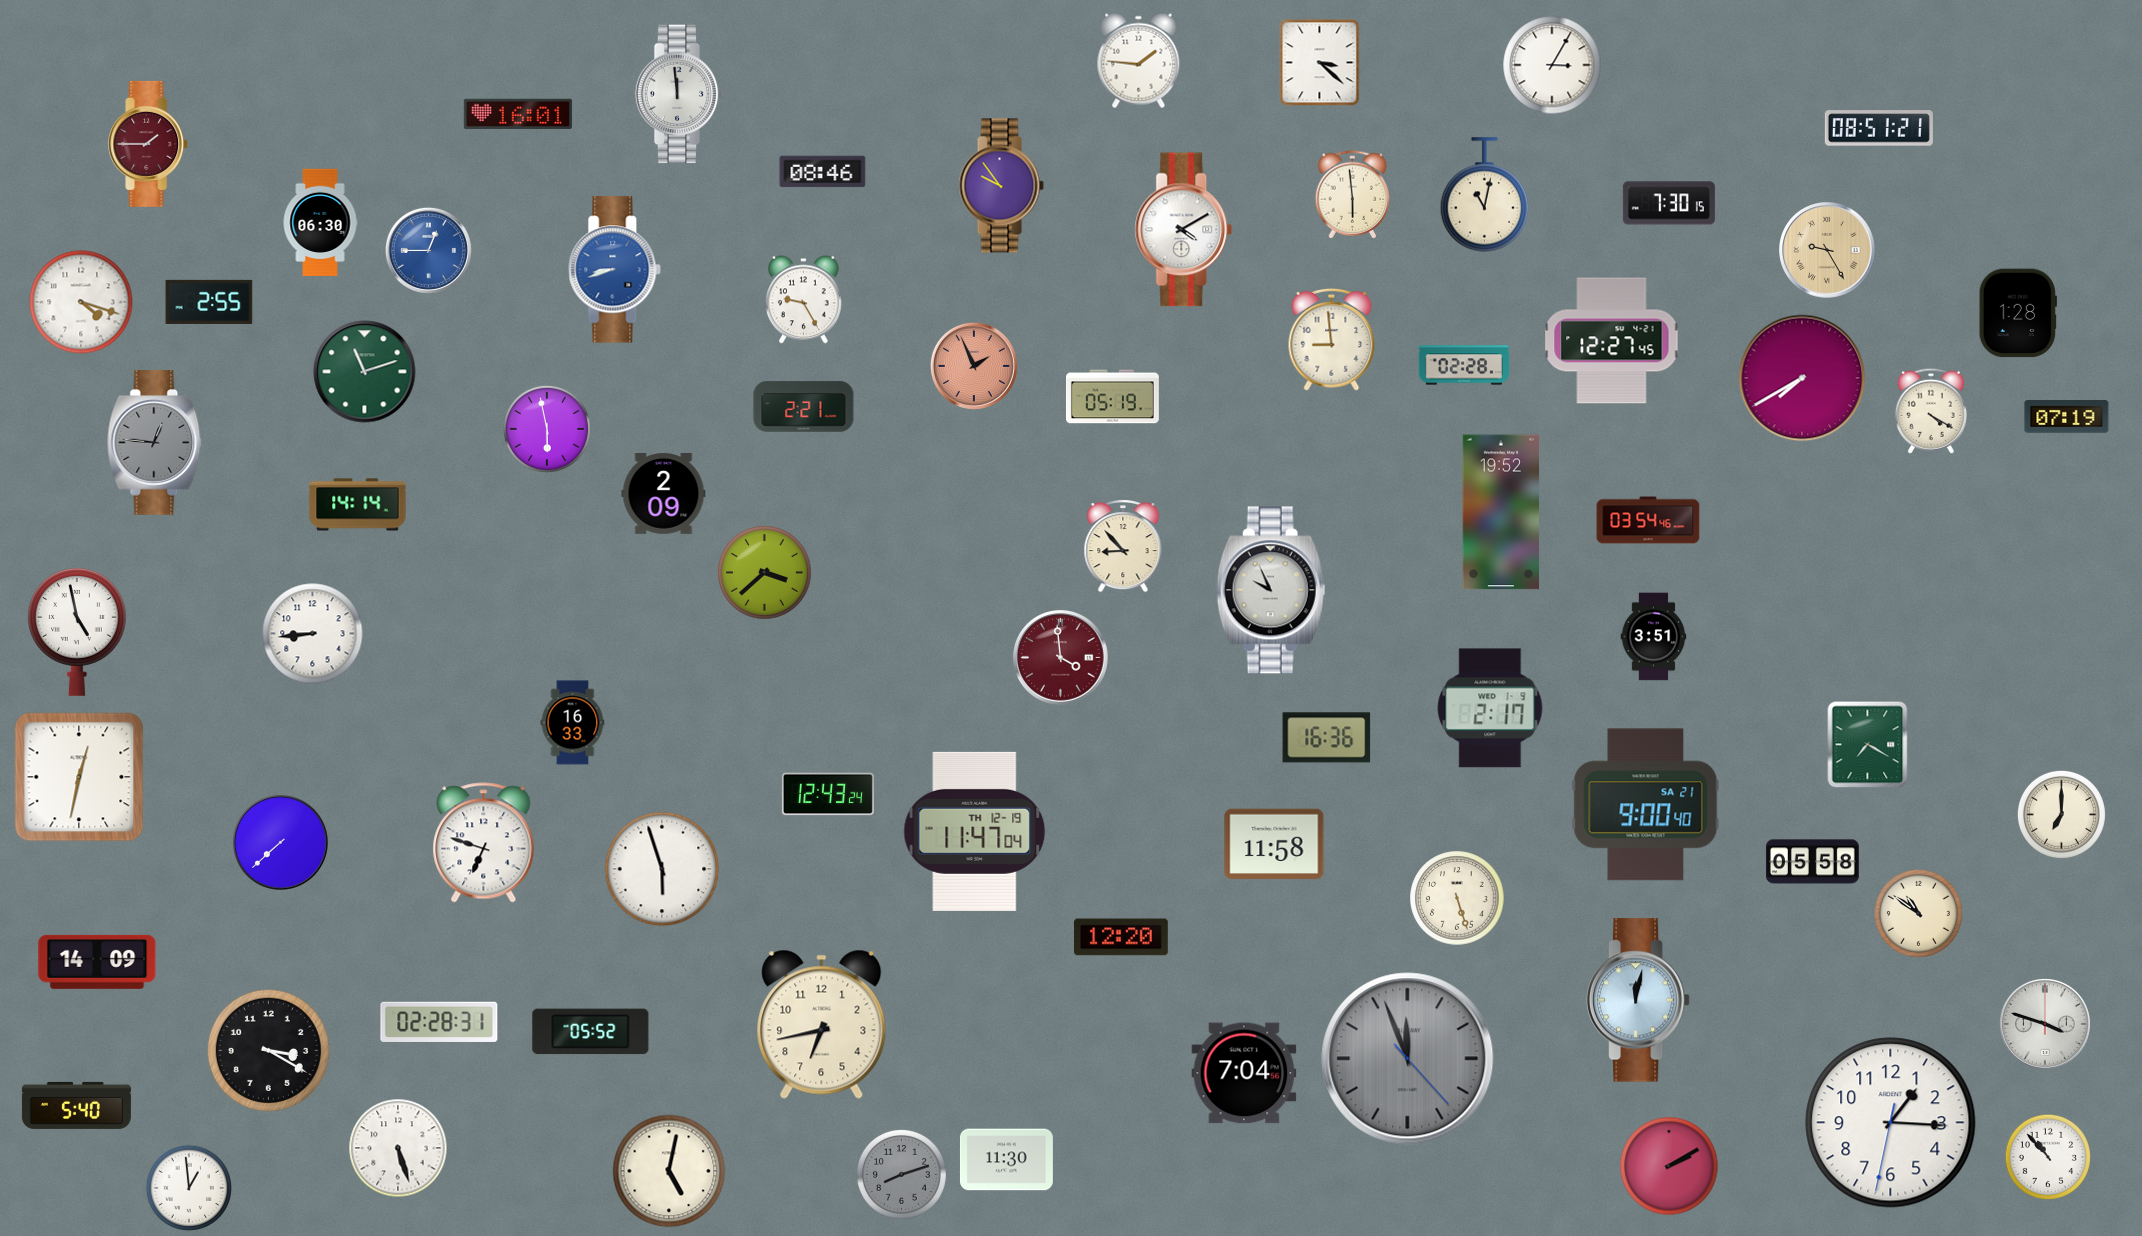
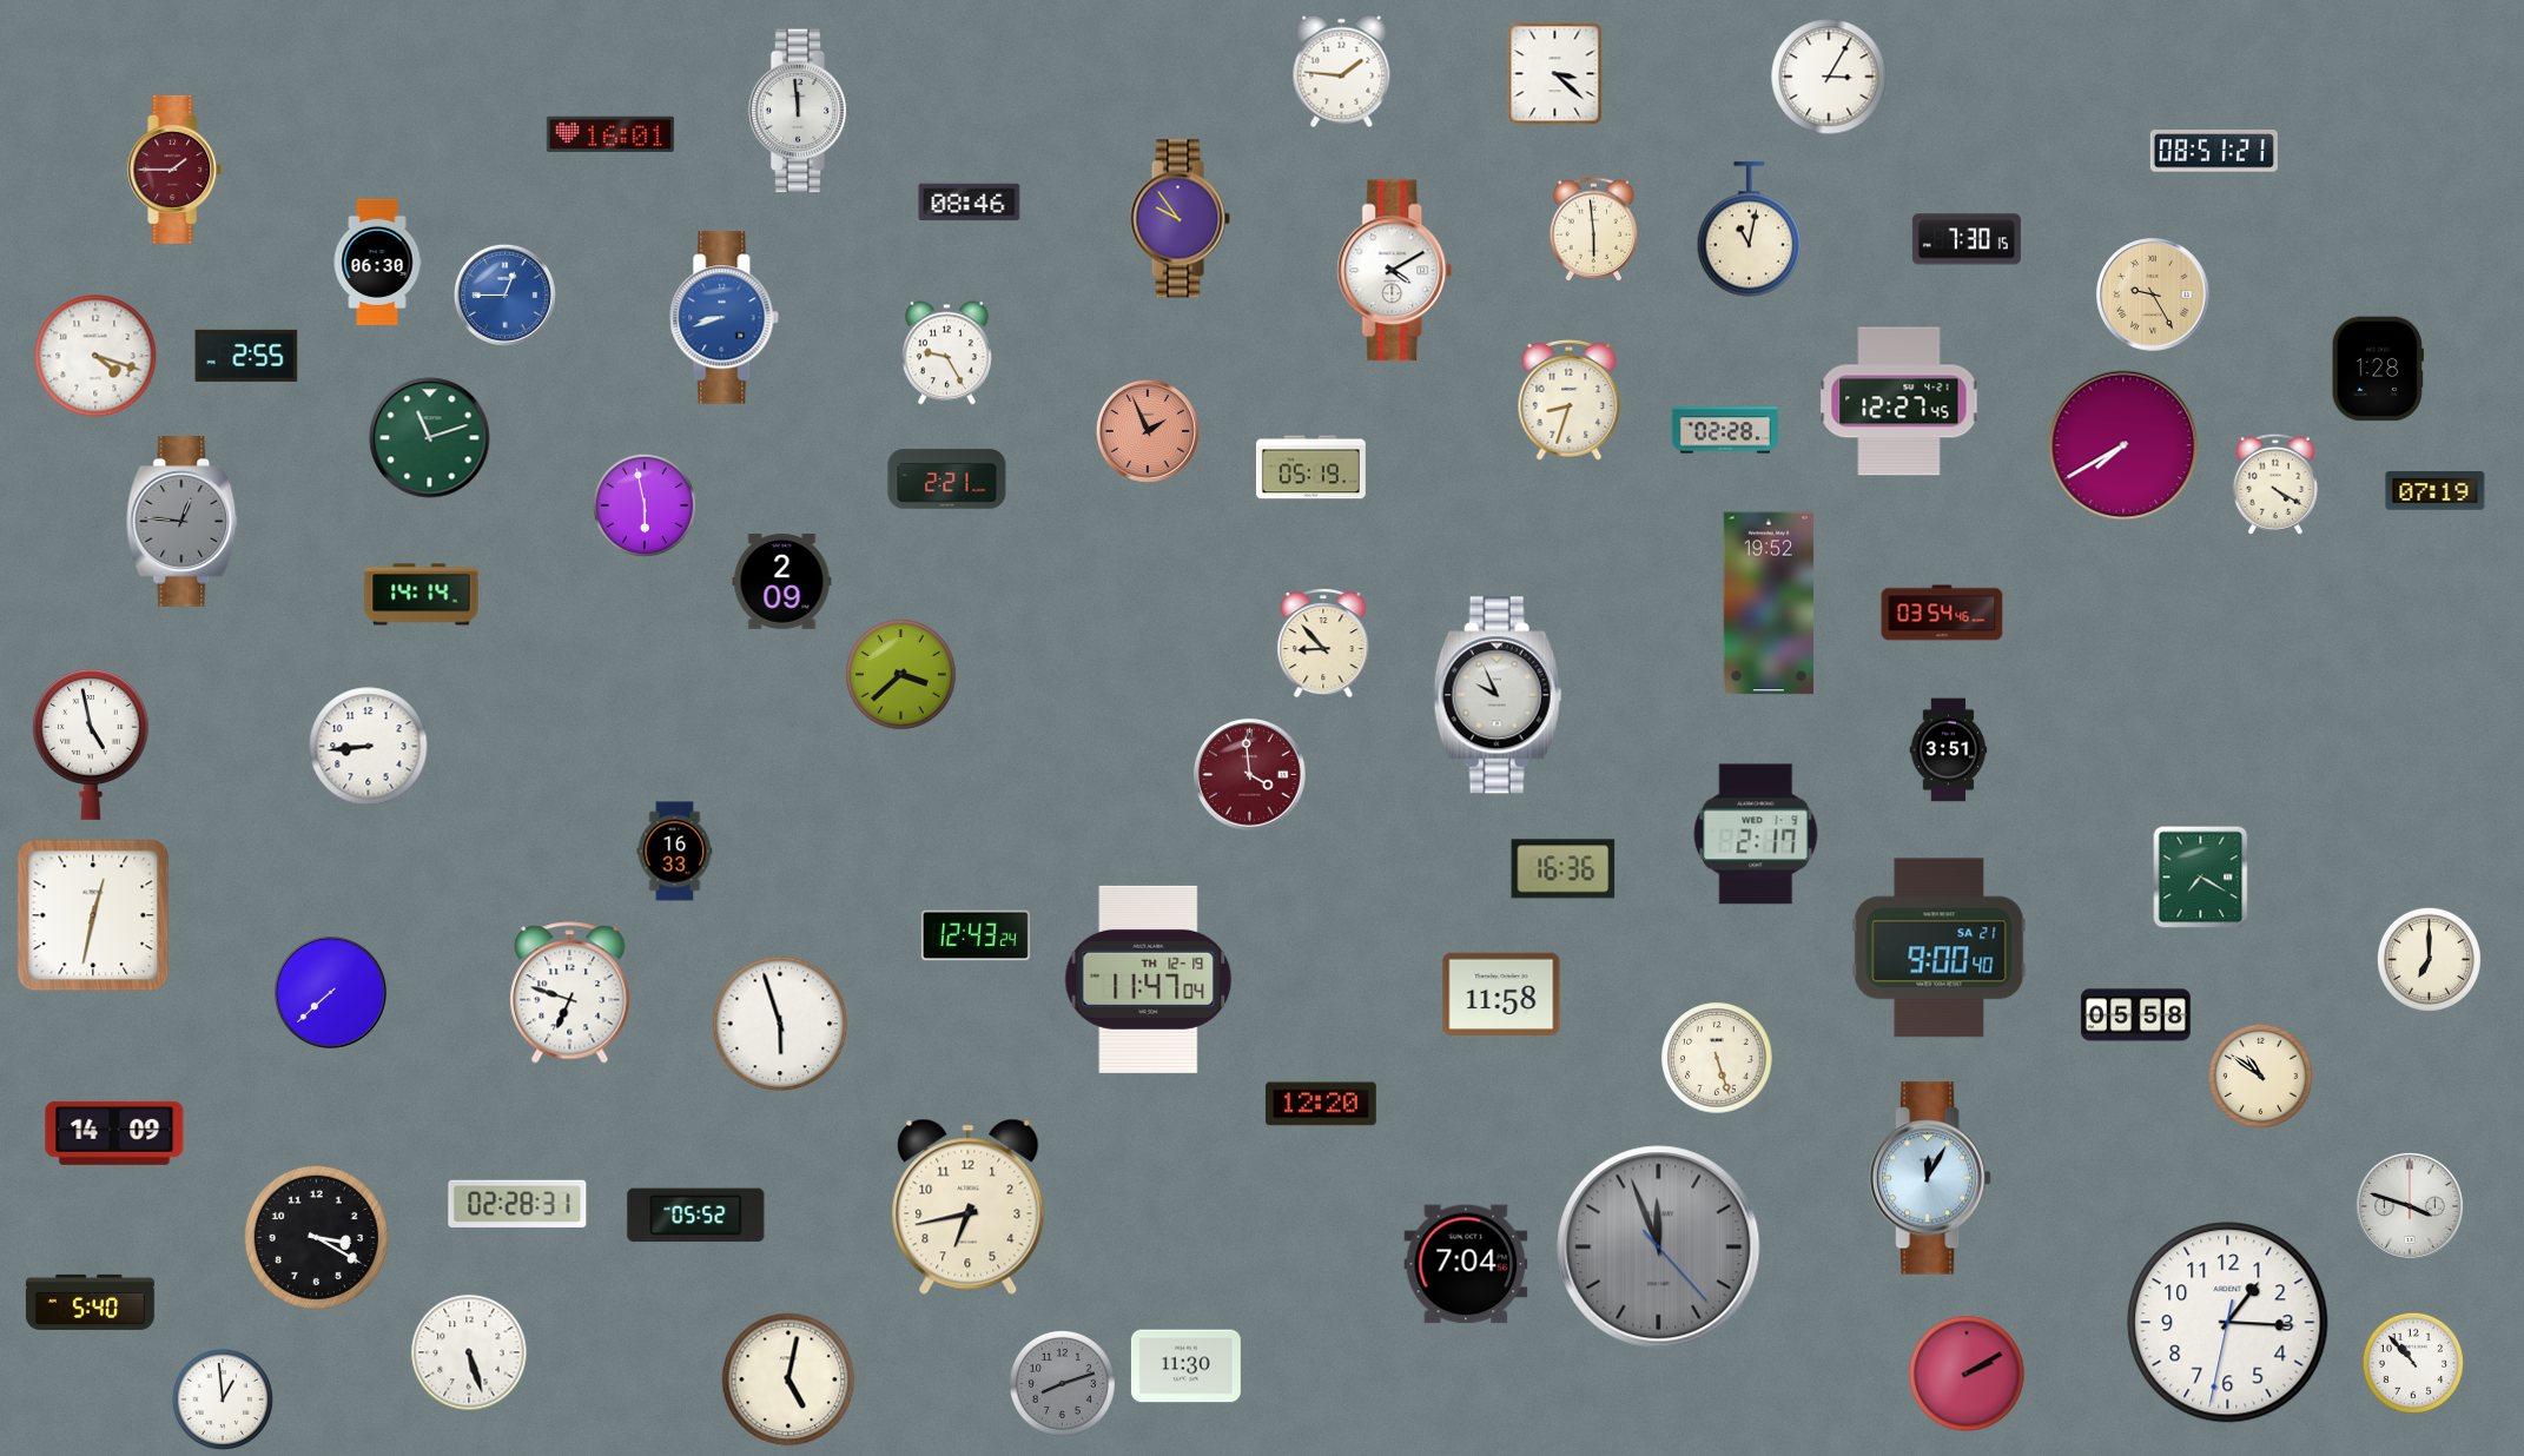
clock at (1332, 339): 8:59 -> 8:33
clock at (1638, 1000): 12:02 -> 12:05
